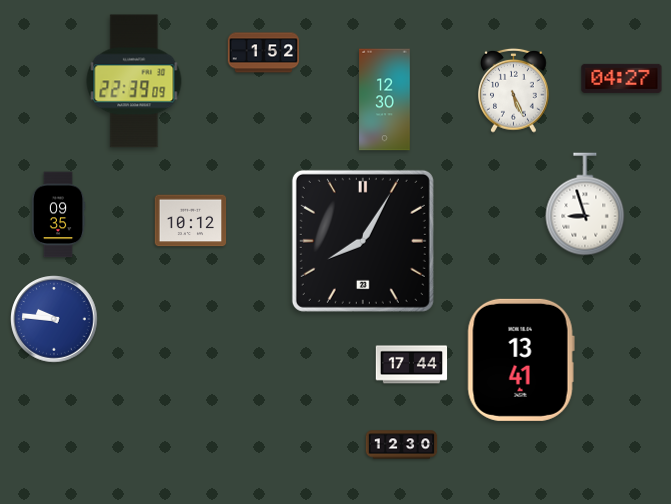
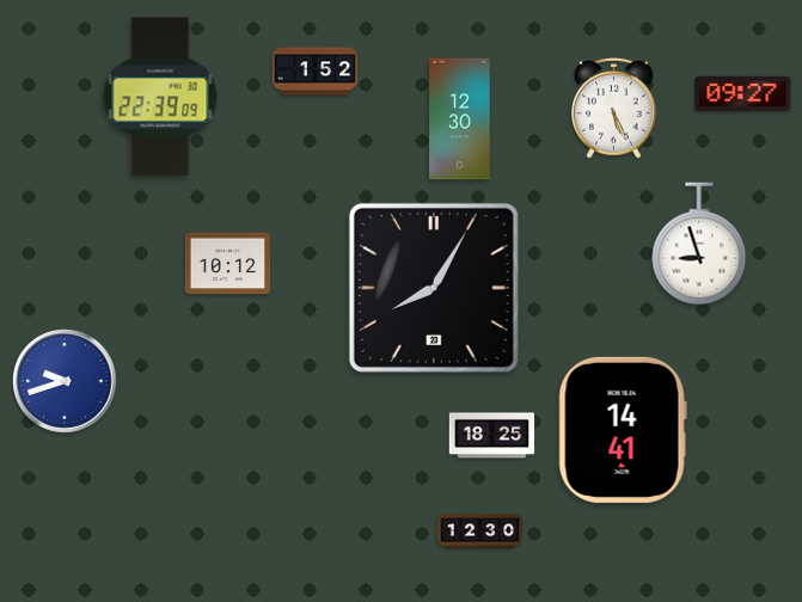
clock at (264, 53) position: (264, 53) -> (316, 72)
clock at (622, 78): 04:27 -> 09:27
clock at (58, 215): 09:35 -> none
clock at (54, 319): 9:46 -> 9:42
clock at (521, 360): 13:41 -> 14:41
clock at (412, 365): 17:44 -> 18:25
